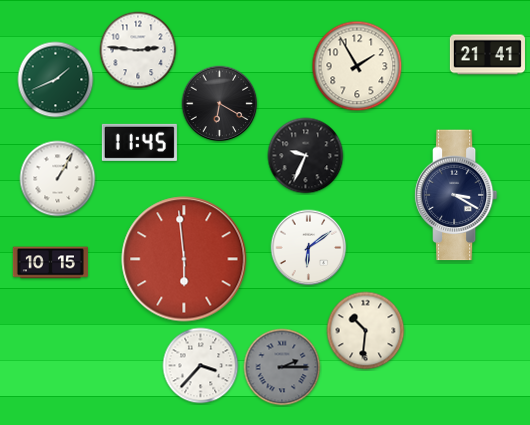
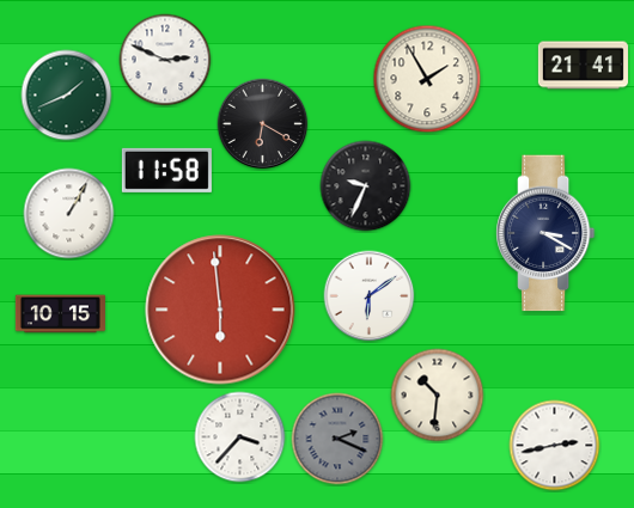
clock at (138, 50): 2:46 -> 2:49
clock at (139, 142): 11:45 -> 11:58
clock at (282, 367): 2:15 -> 2:19
clock at (555, 446): none -> 2:43
